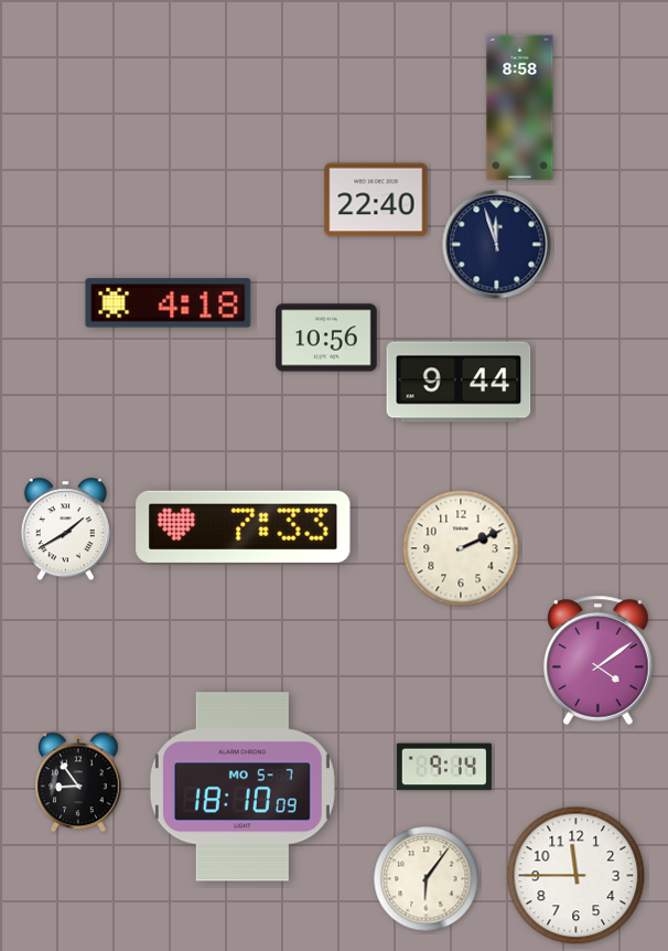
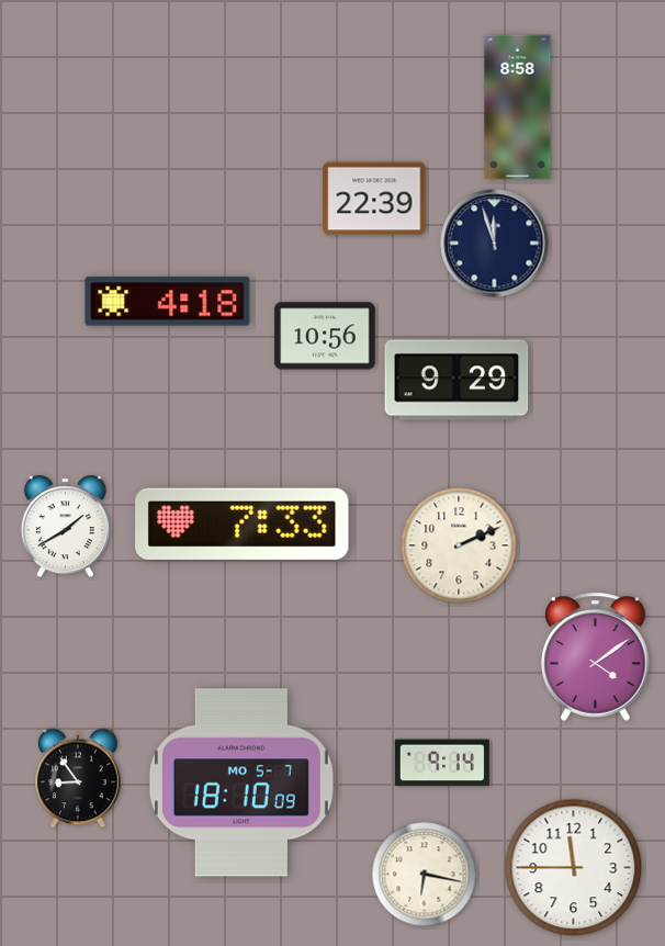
clock at (376, 200): 22:40 -> 22:39
clock at (459, 382): 9:44 -> 9:29
clock at (577, 876) position: (577, 876) -> (574, 868)
clock at (427, 879): 6:06 -> 6:17
